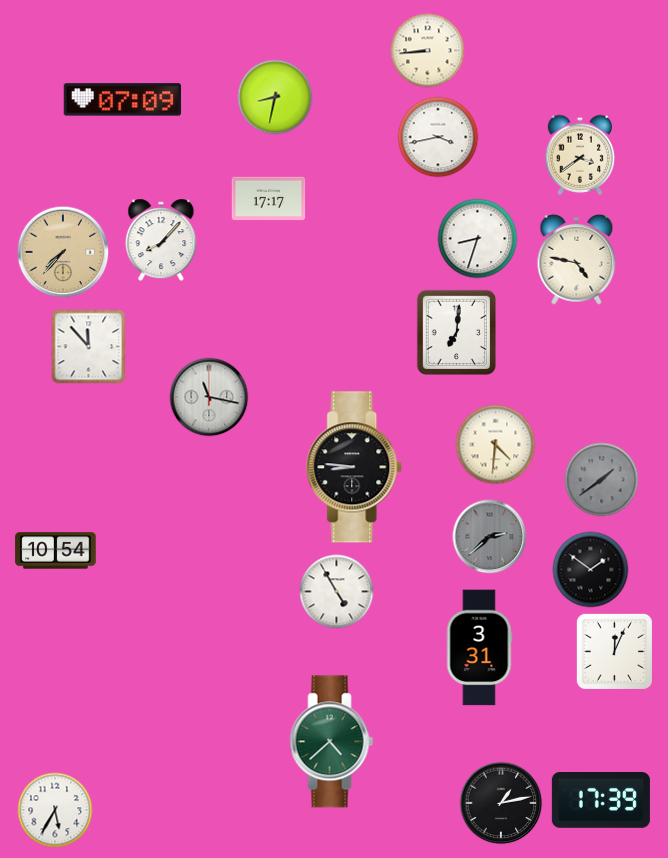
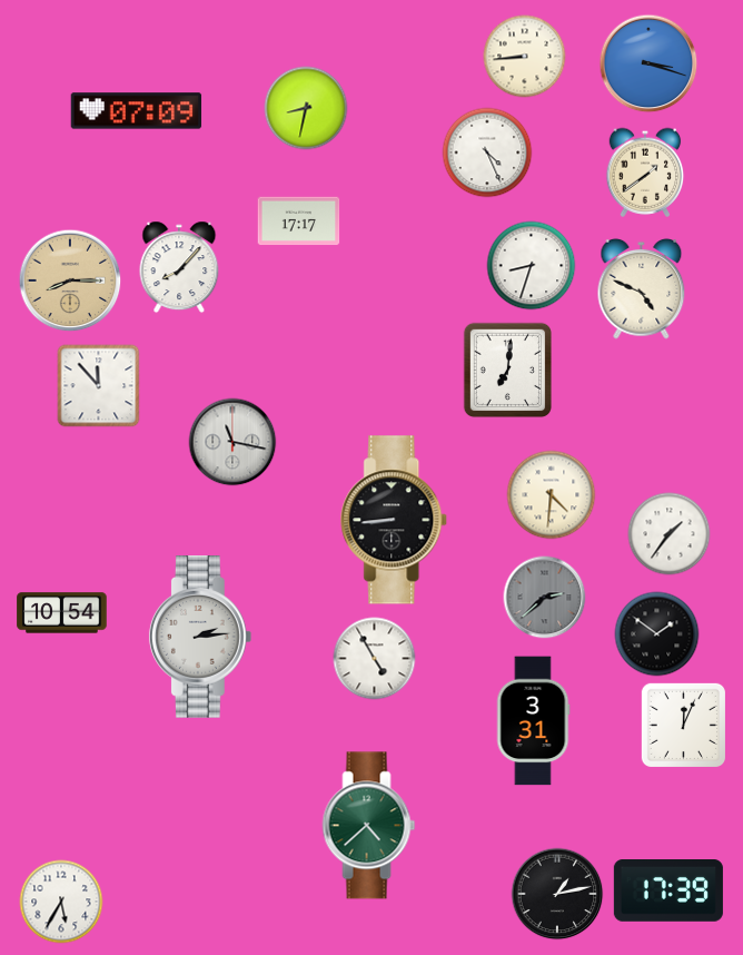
clock at (428, 51) position: (428, 51) -> (525, 57)
clock at (648, 63): none -> 3:18
clock at (438, 137): 3:43 -> 4:26
clock at (580, 155): 3:39 -> 1:39
clock at (63, 252): 7:37 -> 8:15
clock at (577, 259): 4:47 -> 4:49
clock at (355, 467): 8:46 -> 8:44
clock at (602, 480): 1:39 -> 1:36
clock at (602, 480) dial: grey -> white
clock at (200, 638): none -> 2:14
